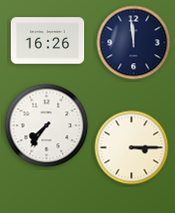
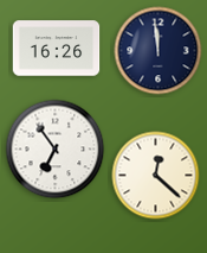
clock at (47, 126): 7:36 -> 6:54
clock at (132, 148): 3:15 -> 12:22
